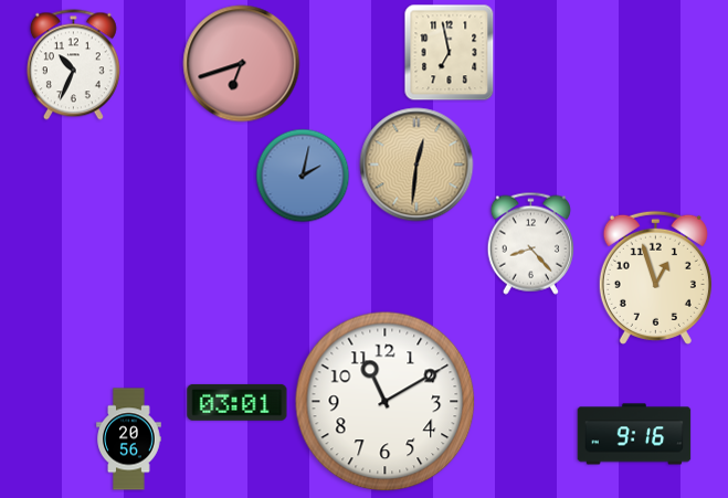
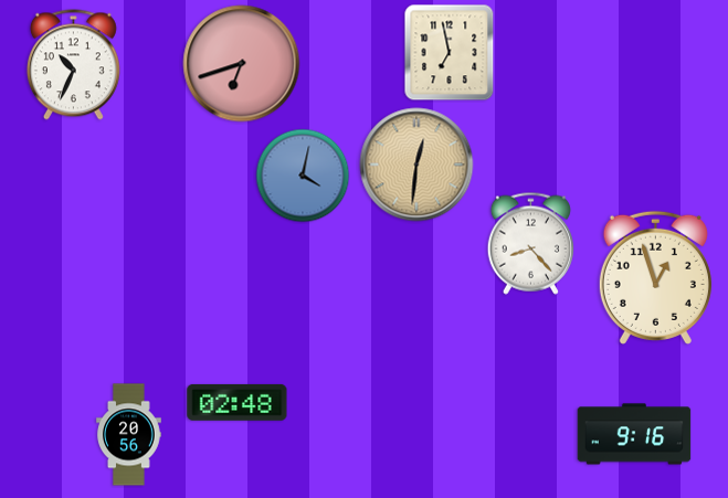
clock at (303, 176): 2:02 -> 4:02
clock at (238, 402): 03:01 -> 02:48
clock at (386, 402): 11:10 -> none
clock at (129, 439) position: (129, 439) -> (129, 435)
